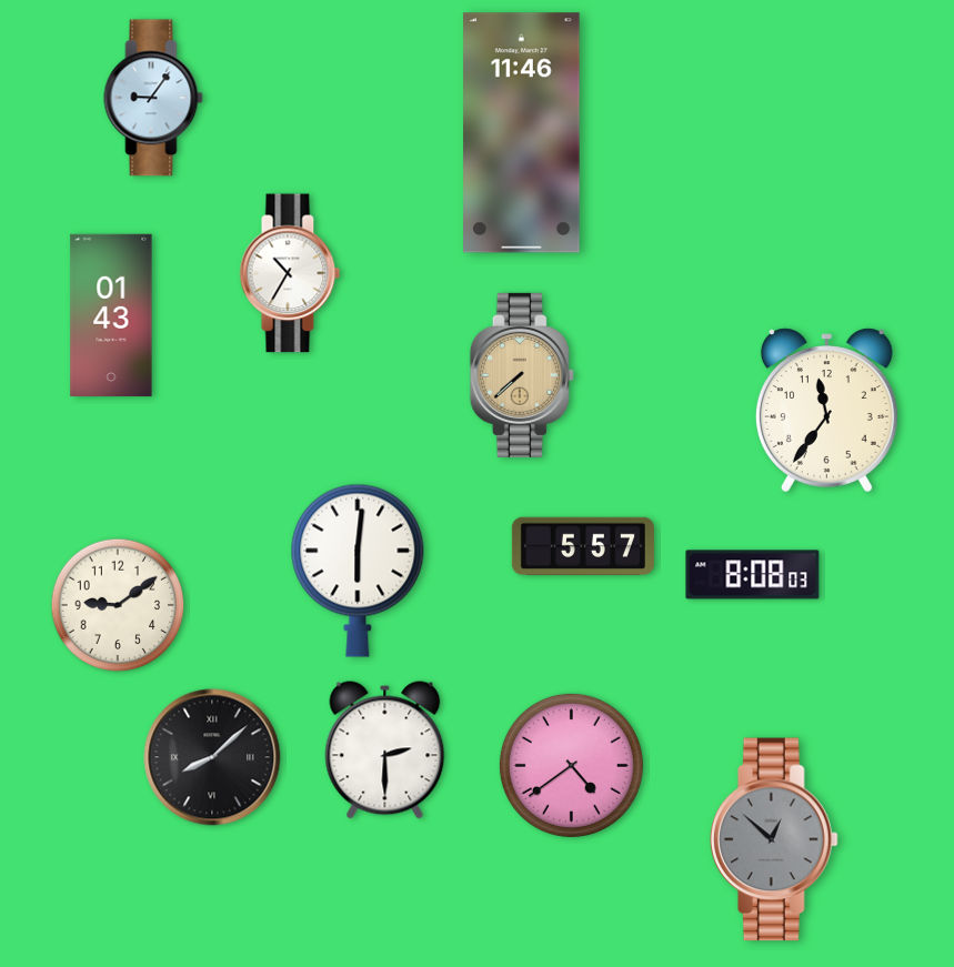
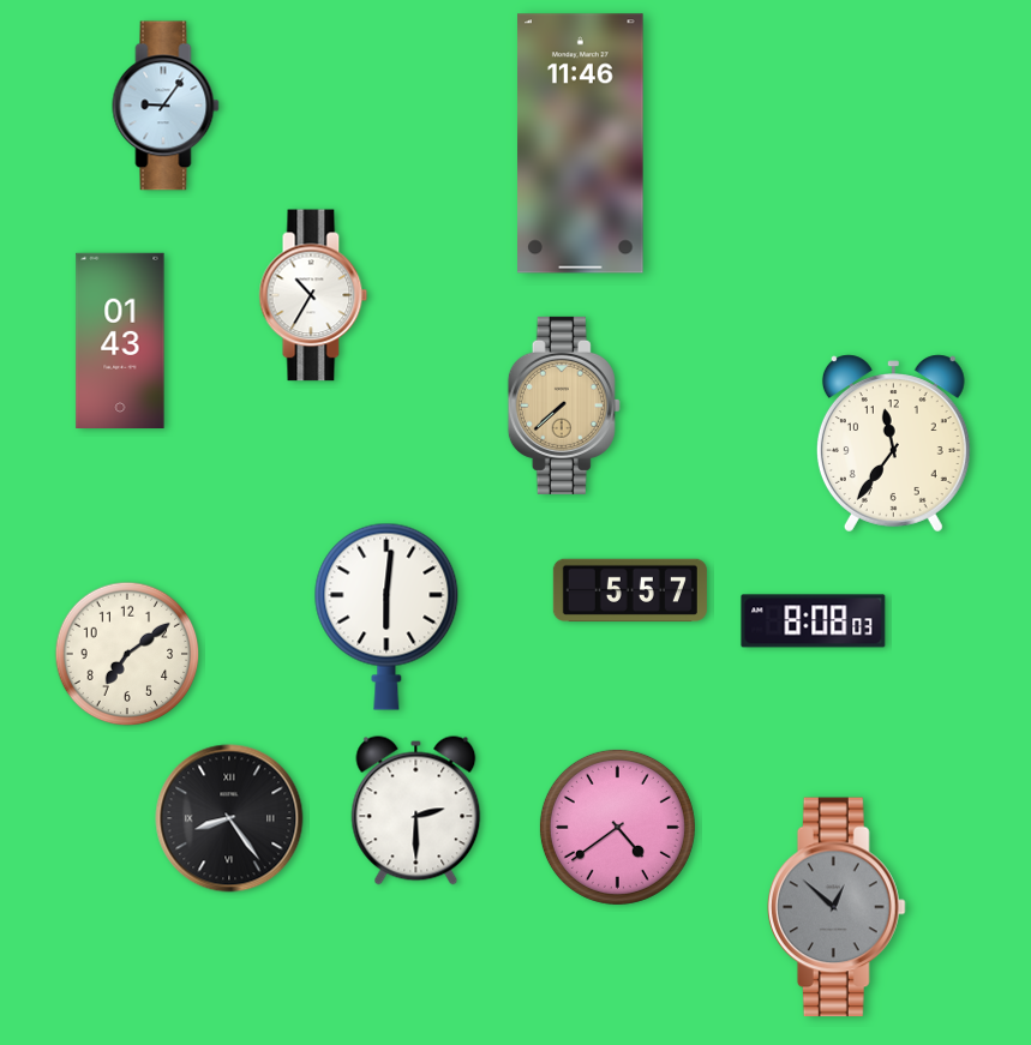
clock at (522, 133) position: (522, 133) -> (581, 144)
clock at (118, 605): 9:09 -> 7:09
clock at (212, 757): 8:08 -> 8:24
